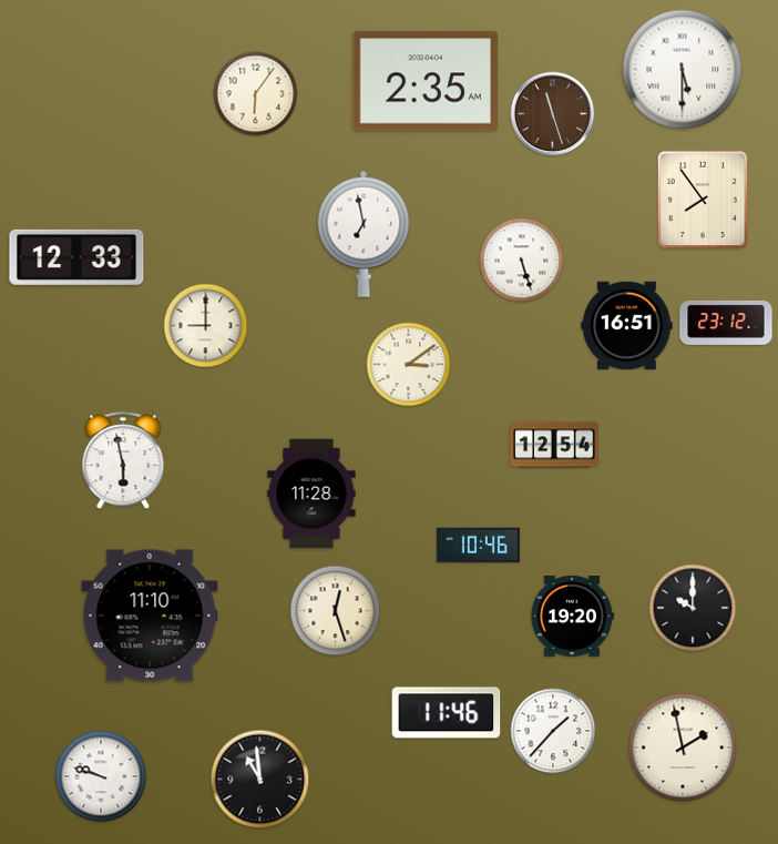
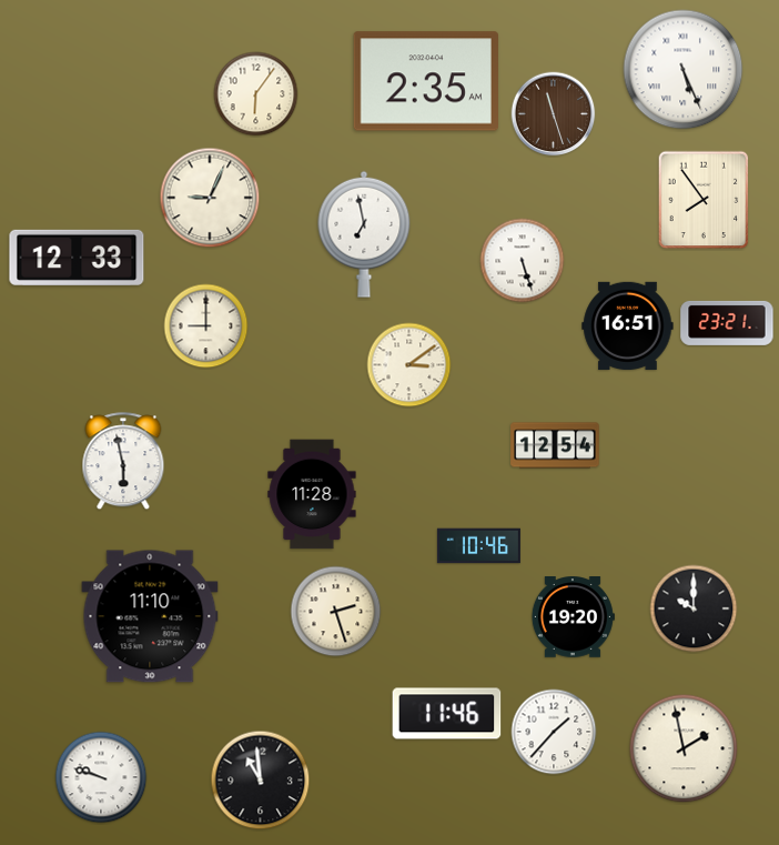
clock at (683, 70): 5:30 -> 5:26
clock at (210, 198): none -> 9:04
clock at (726, 323): 23:12 -> 23:21
clock at (336, 611): 12:27 -> 2:27
